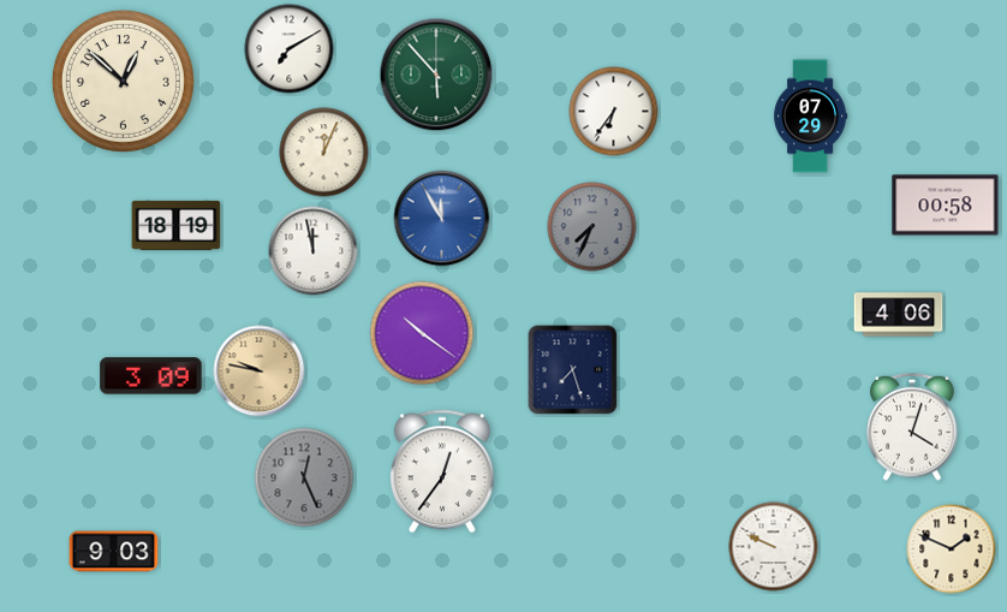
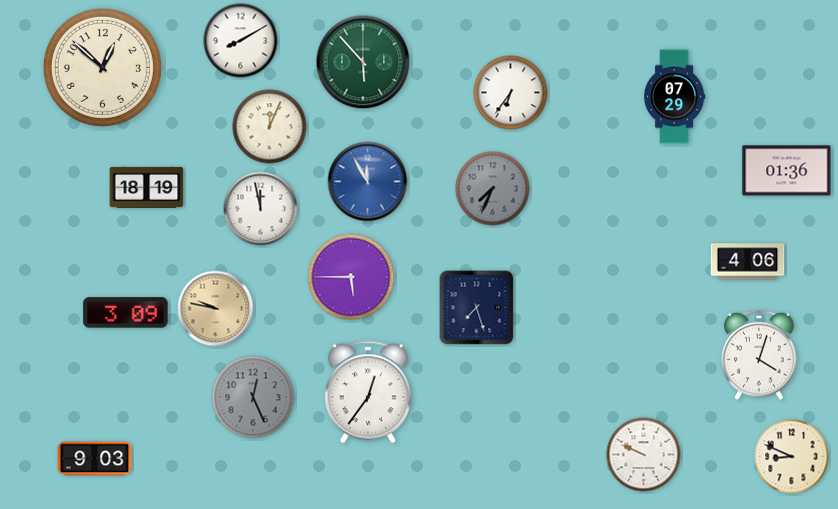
clock at (290, 49): 7:10 -> 8:10
clock at (946, 206): 00:58 -> 01:36
clock at (422, 333): 10:21 -> 5:45
clock at (952, 549): 1:49 -> 8:49
